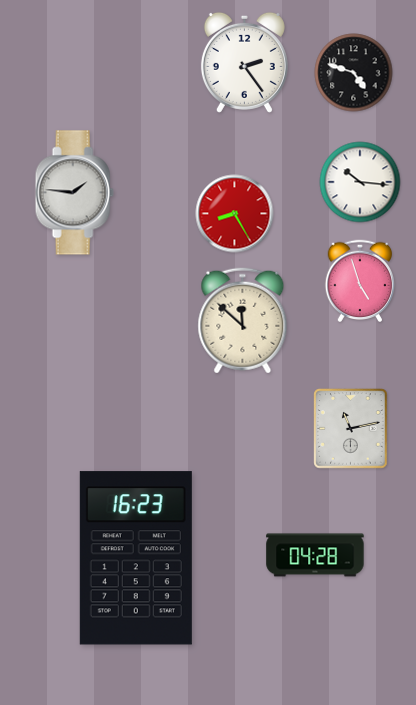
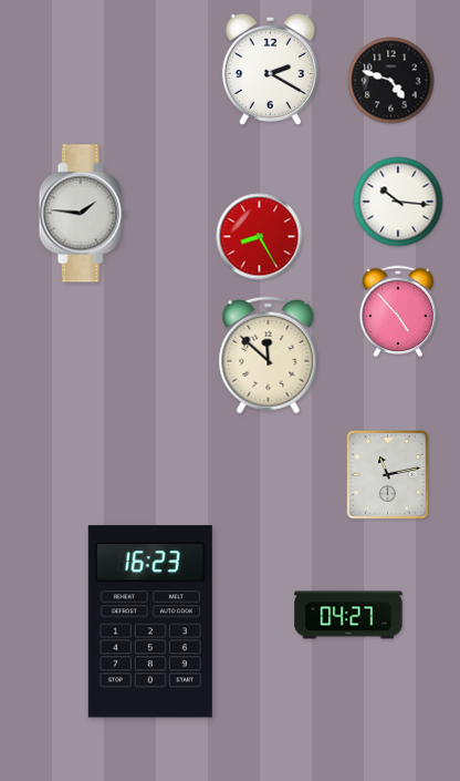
clock at (244, 62): 2:24 -> 2:20
clock at (360, 281): 4:57 -> 4:53
clock at (315, 555): 04:28 -> 04:27
clock at (136, 558) position: (136, 558) -> (150, 621)
